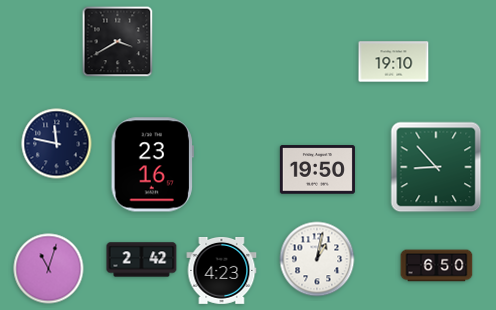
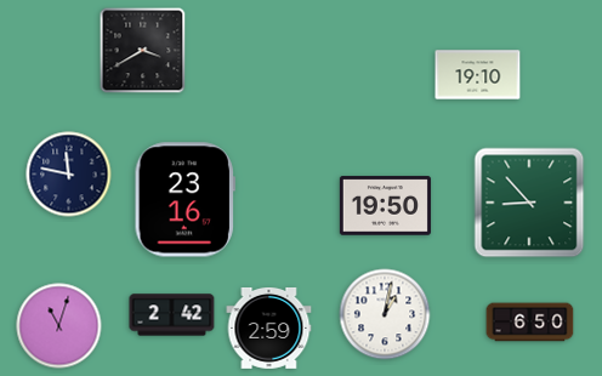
clock at (222, 270): 4:23 -> 2:59
